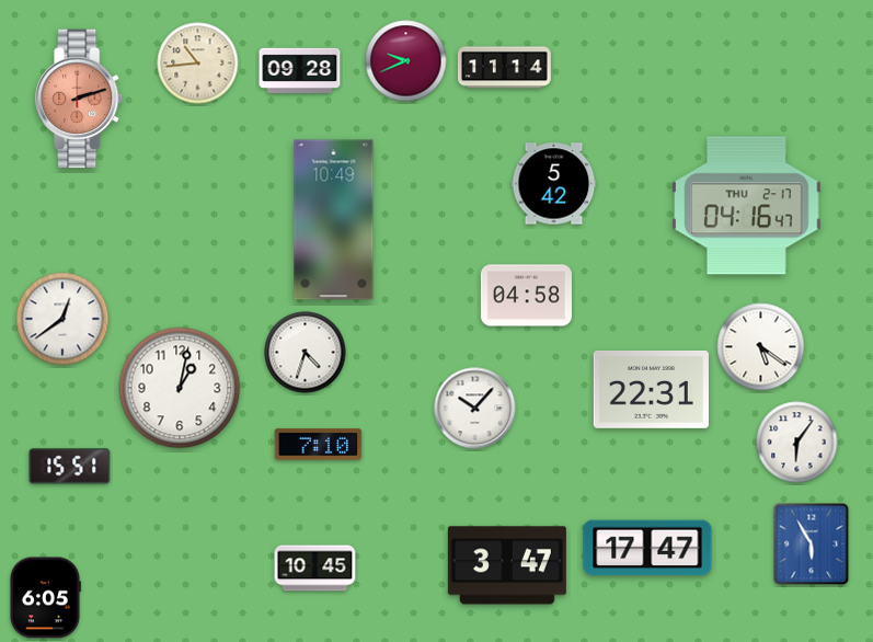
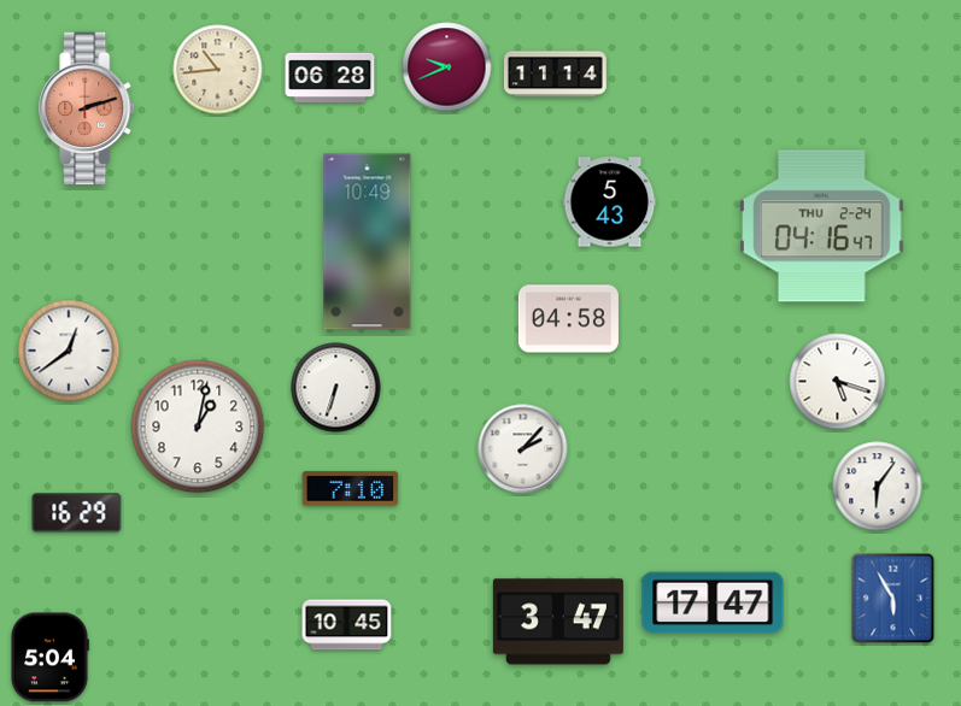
clock at (300, 70): 09:28 -> 06:28
clock at (554, 184): 5:42 -> 5:43
clock at (747, 206) date: THU 2-17 -> THU 2-24
clock at (526, 296) position: (526, 296) -> (568, 319)
clock at (761, 347): 5:21 -> 5:18
clock at (306, 353): 4:33 -> 6:33
clock at (651, 389): 22:31 -> none
clock at (475, 409): 10:07 -> 2:07
clock at (70, 467): 15:51 -> 16:29
clock at (46, 598): 6:05 -> 5:04
